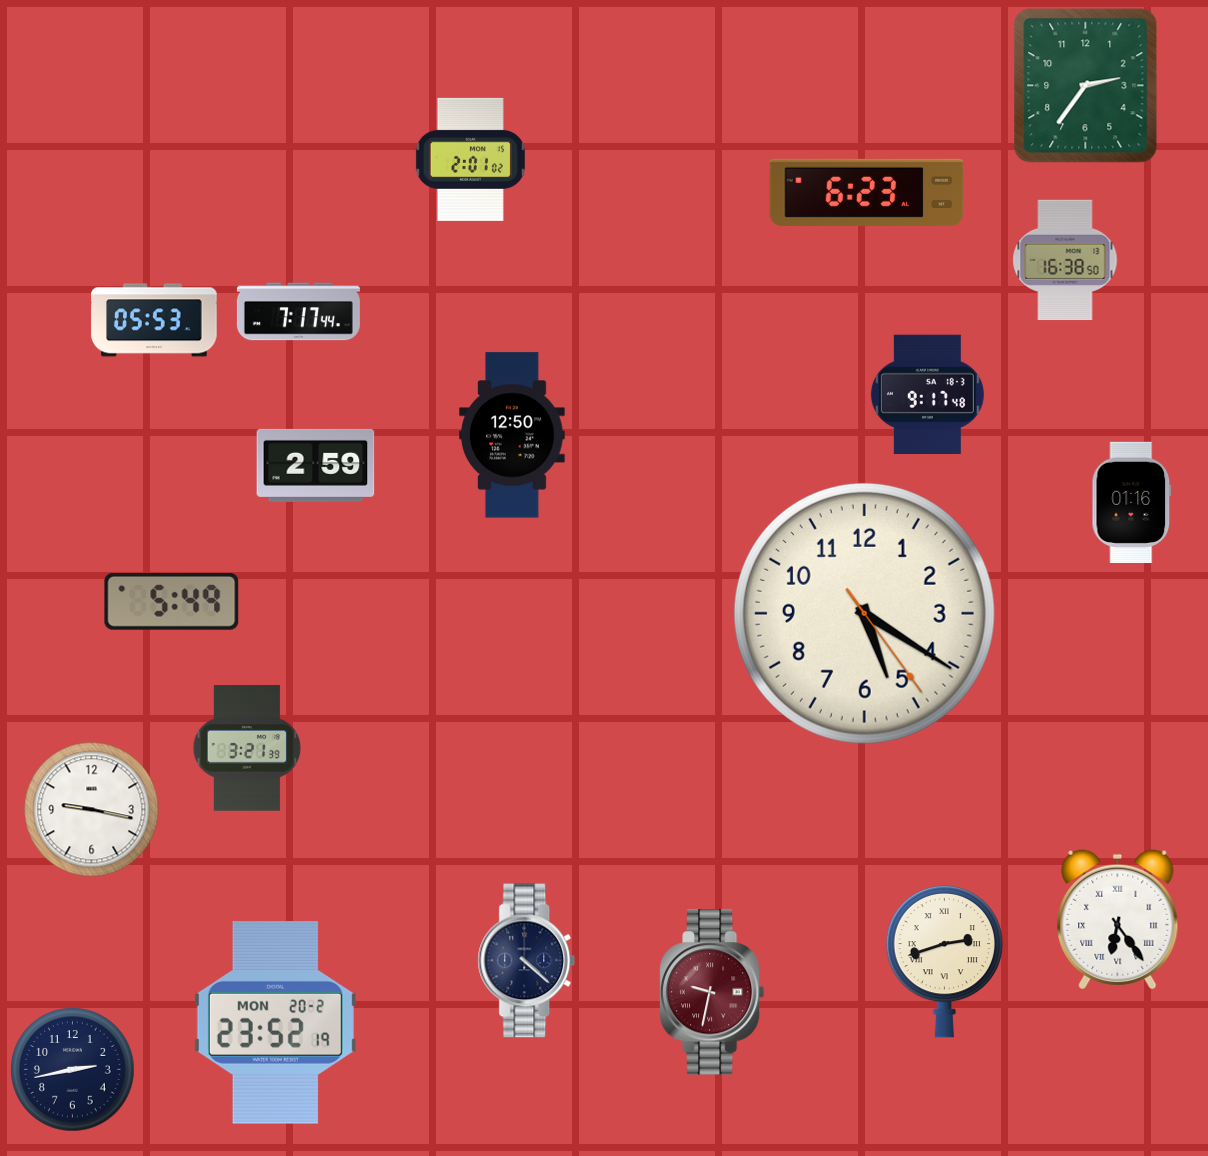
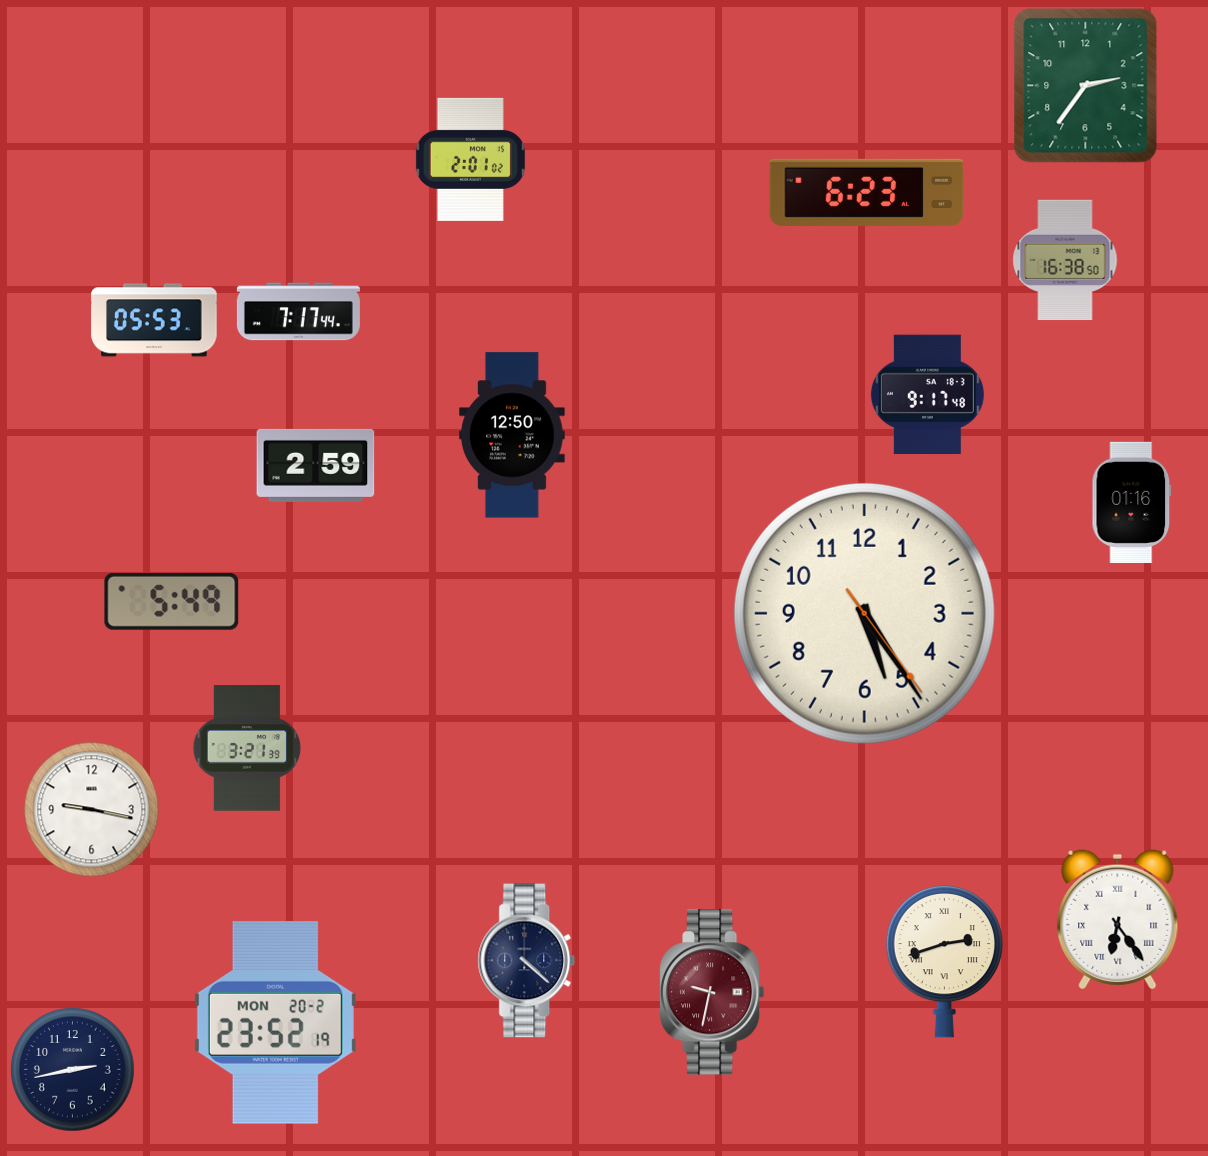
clock at (864, 613): 5:20 -> 5:24
